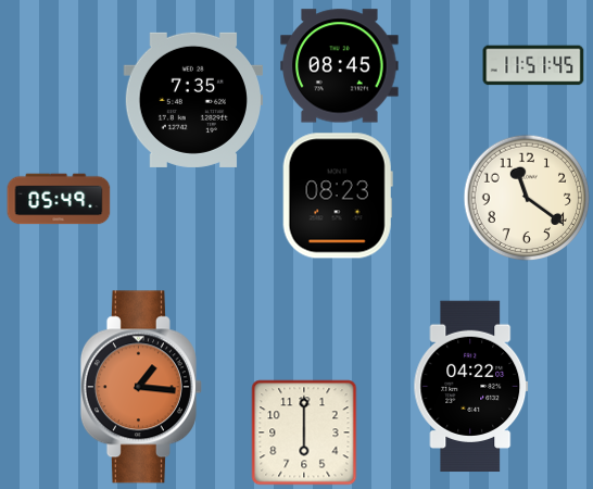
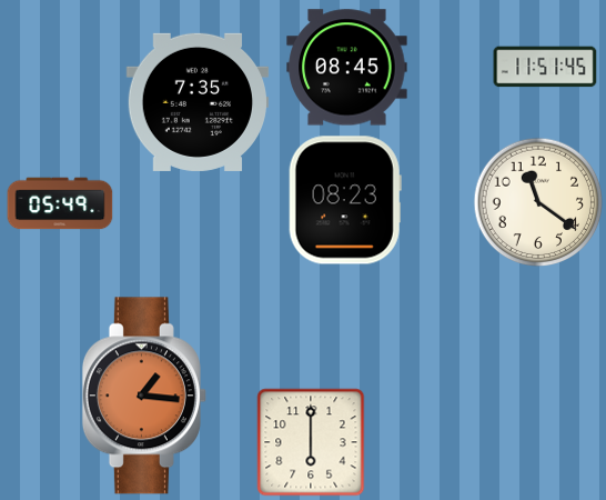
clock at (471, 387): 04:22 -> none
